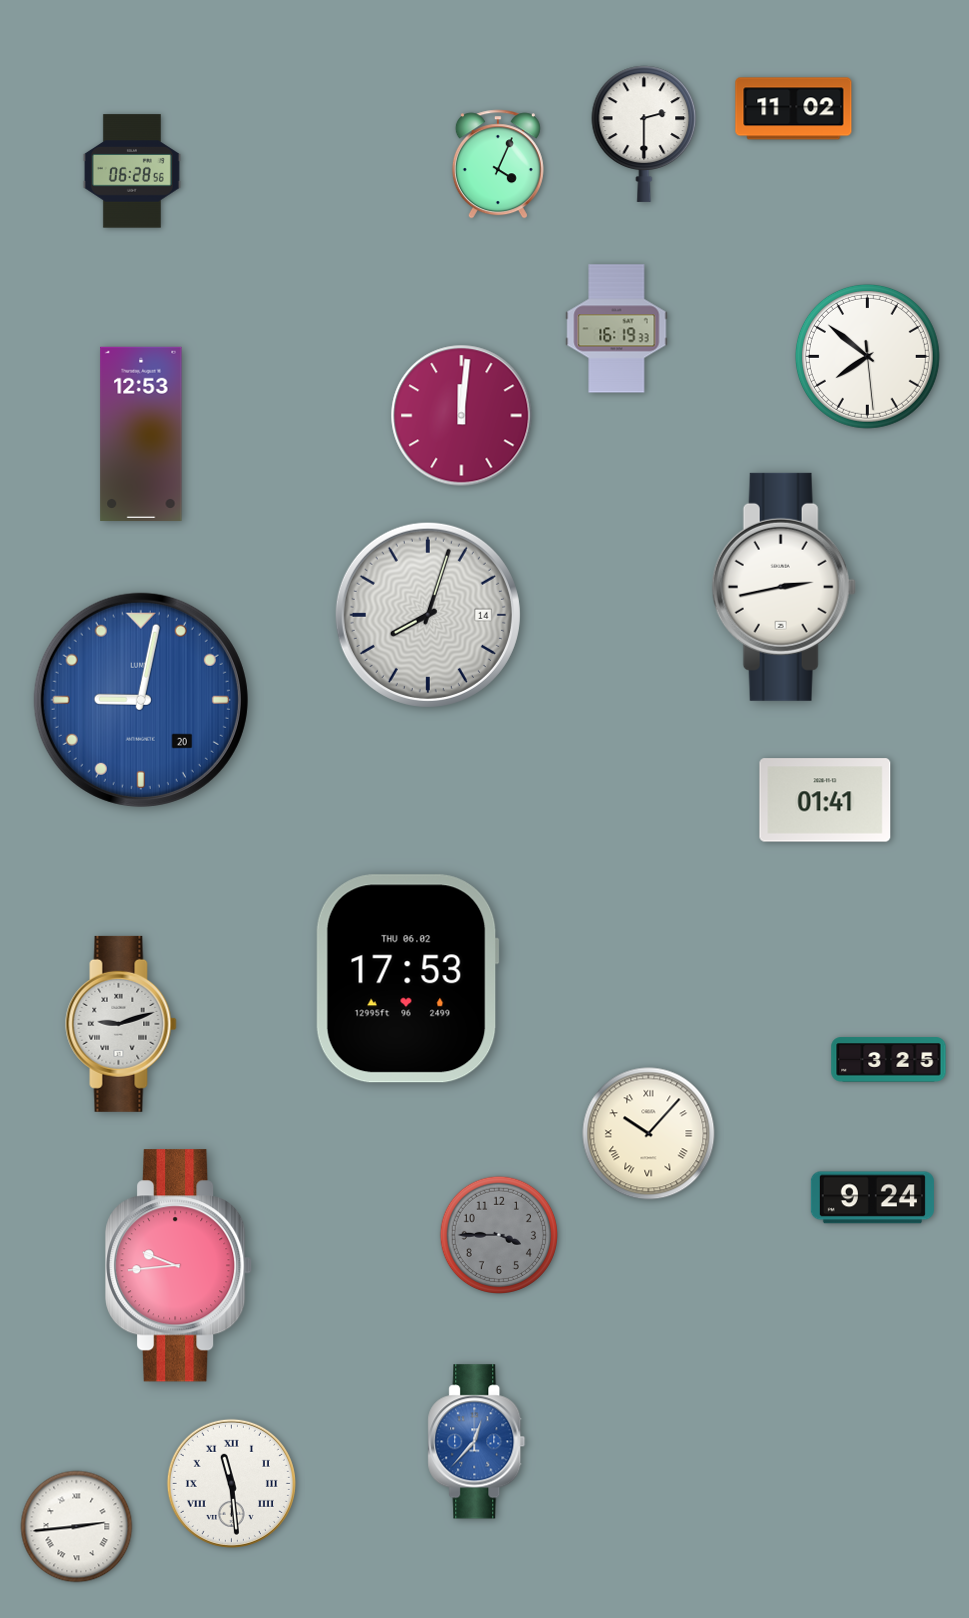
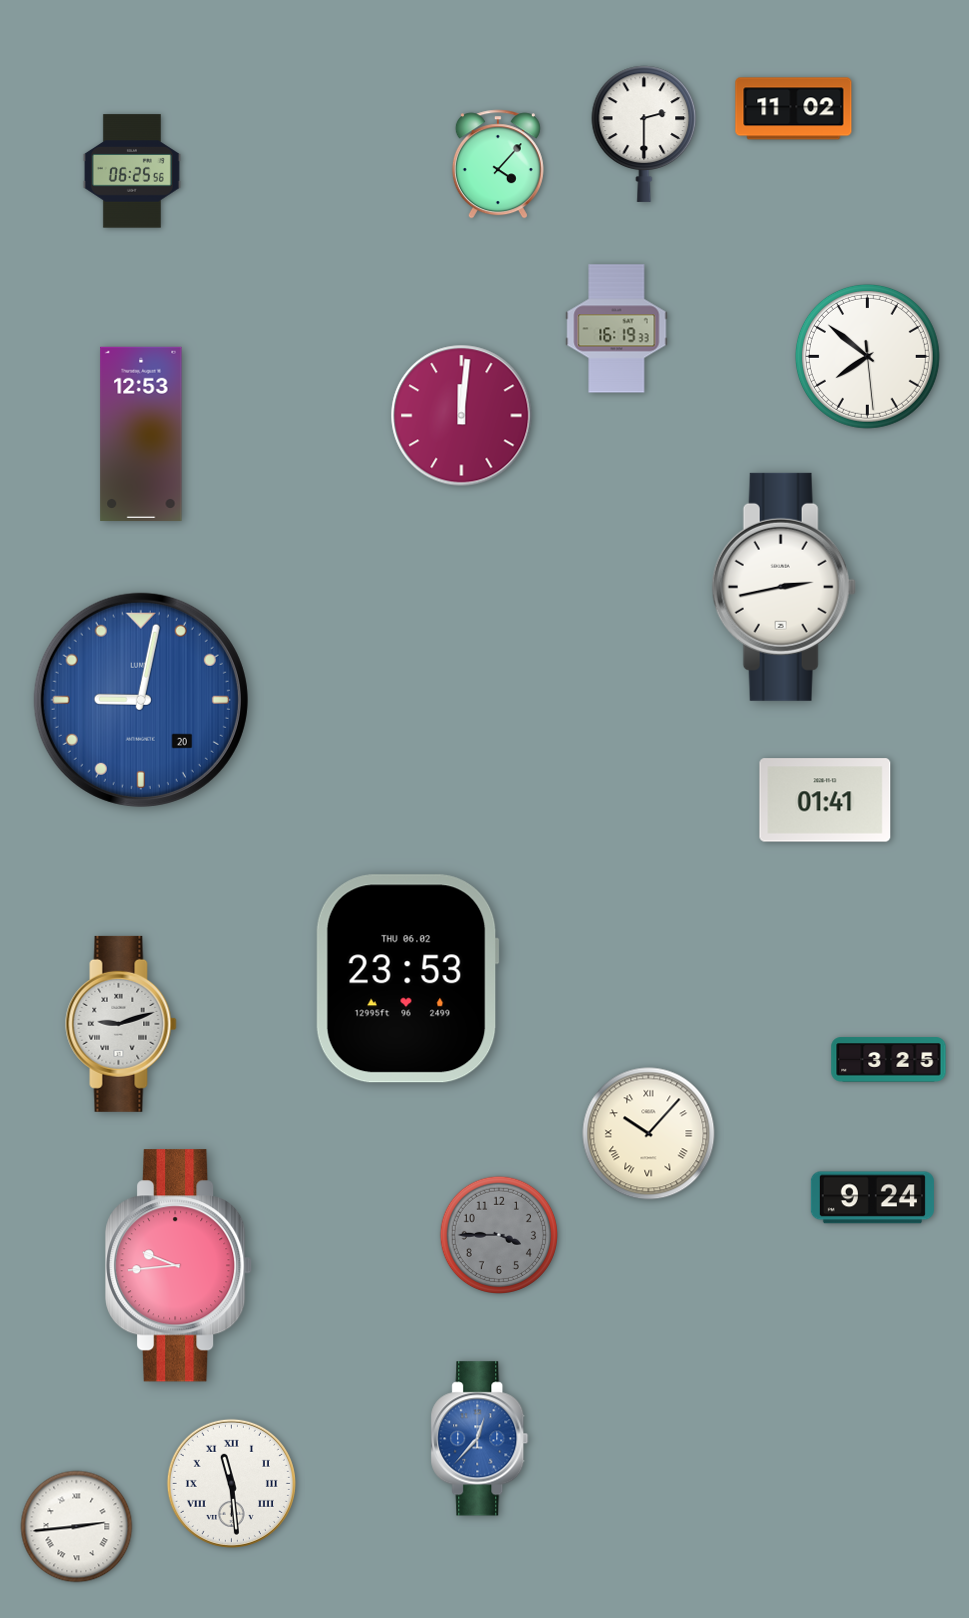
clock at (498, 164): 4:04 -> 4:07
clock at (132, 171): 06:28 -> 06:25
clock at (428, 615): 8:03 -> none
clock at (407, 979): 17:53 -> 23:53
clock at (477, 1442) position: (477, 1442) -> (480, 1439)
